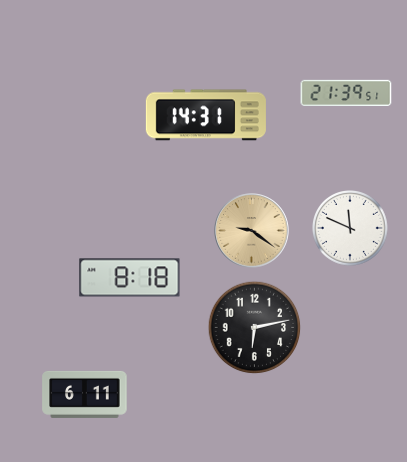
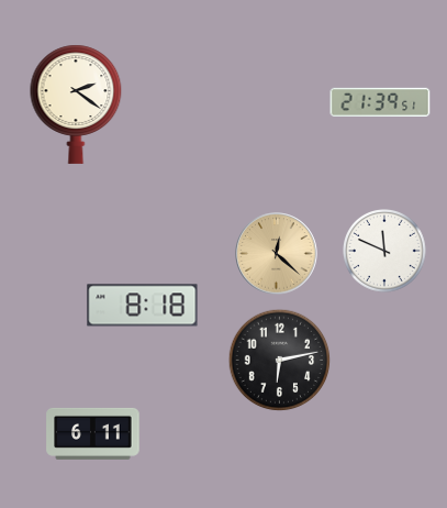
clock at (76, 104): none -> 2:21
clock at (206, 115): 14:31 -> none
clock at (252, 231): 9:21 -> 12:22
